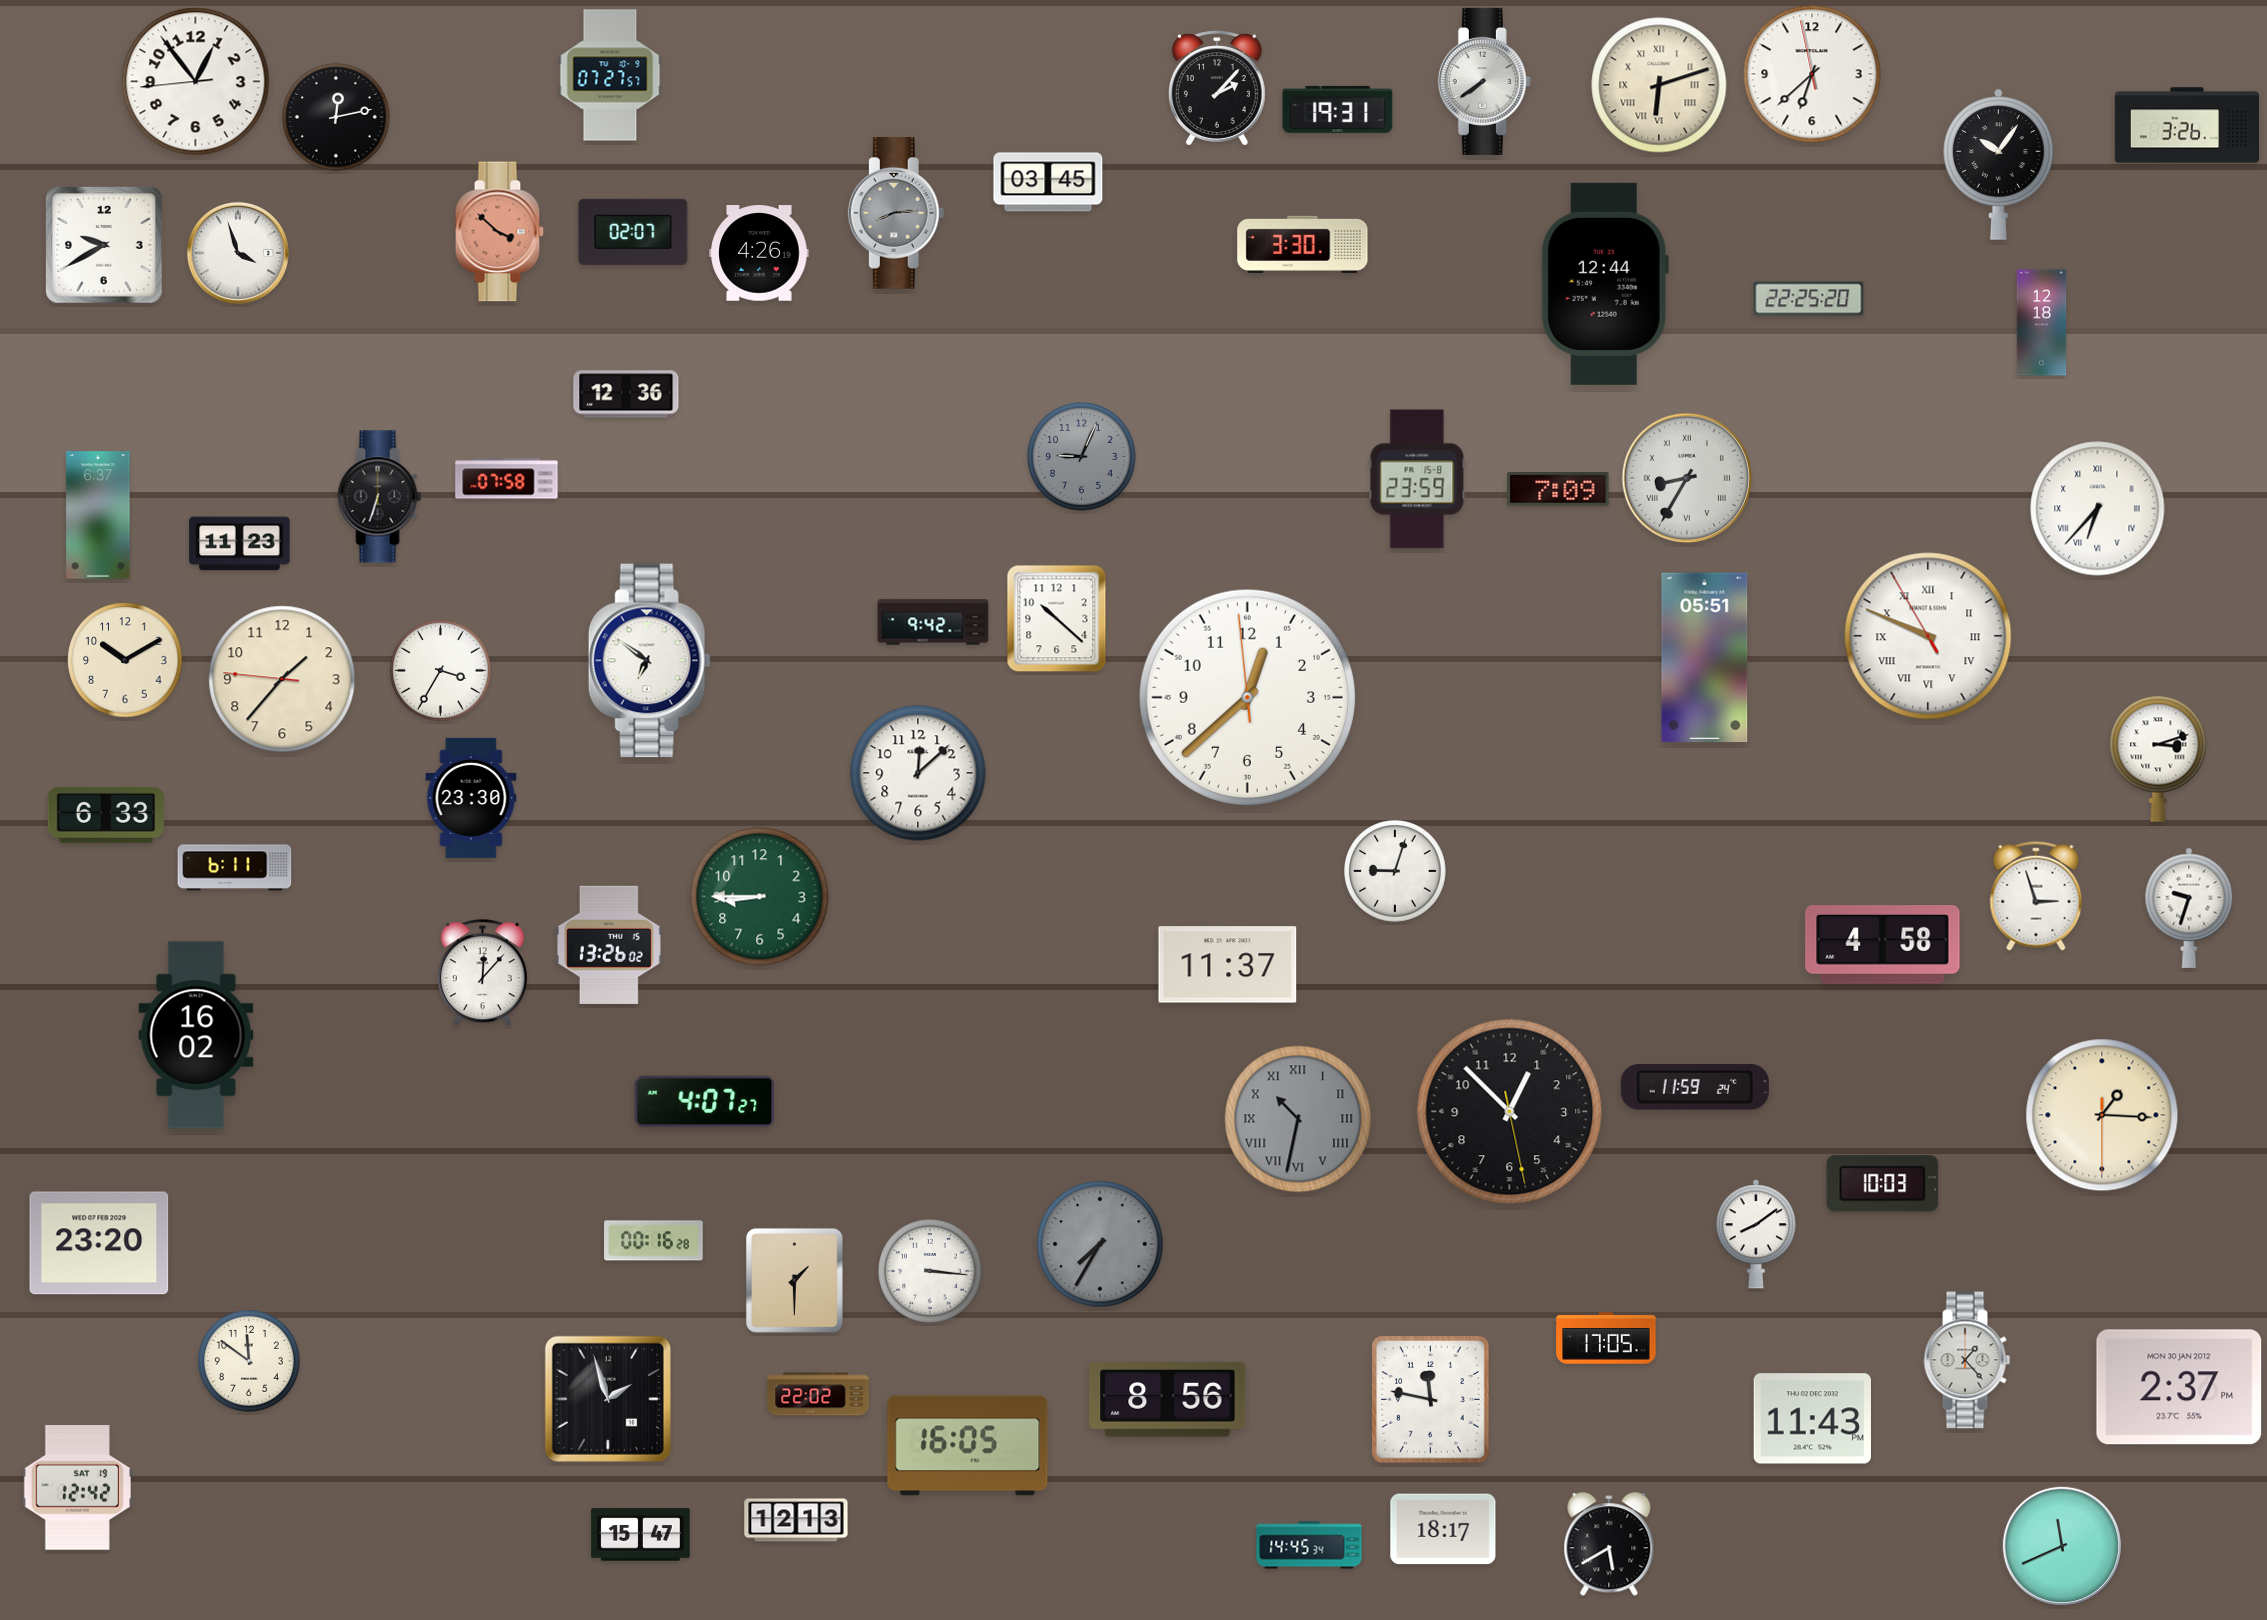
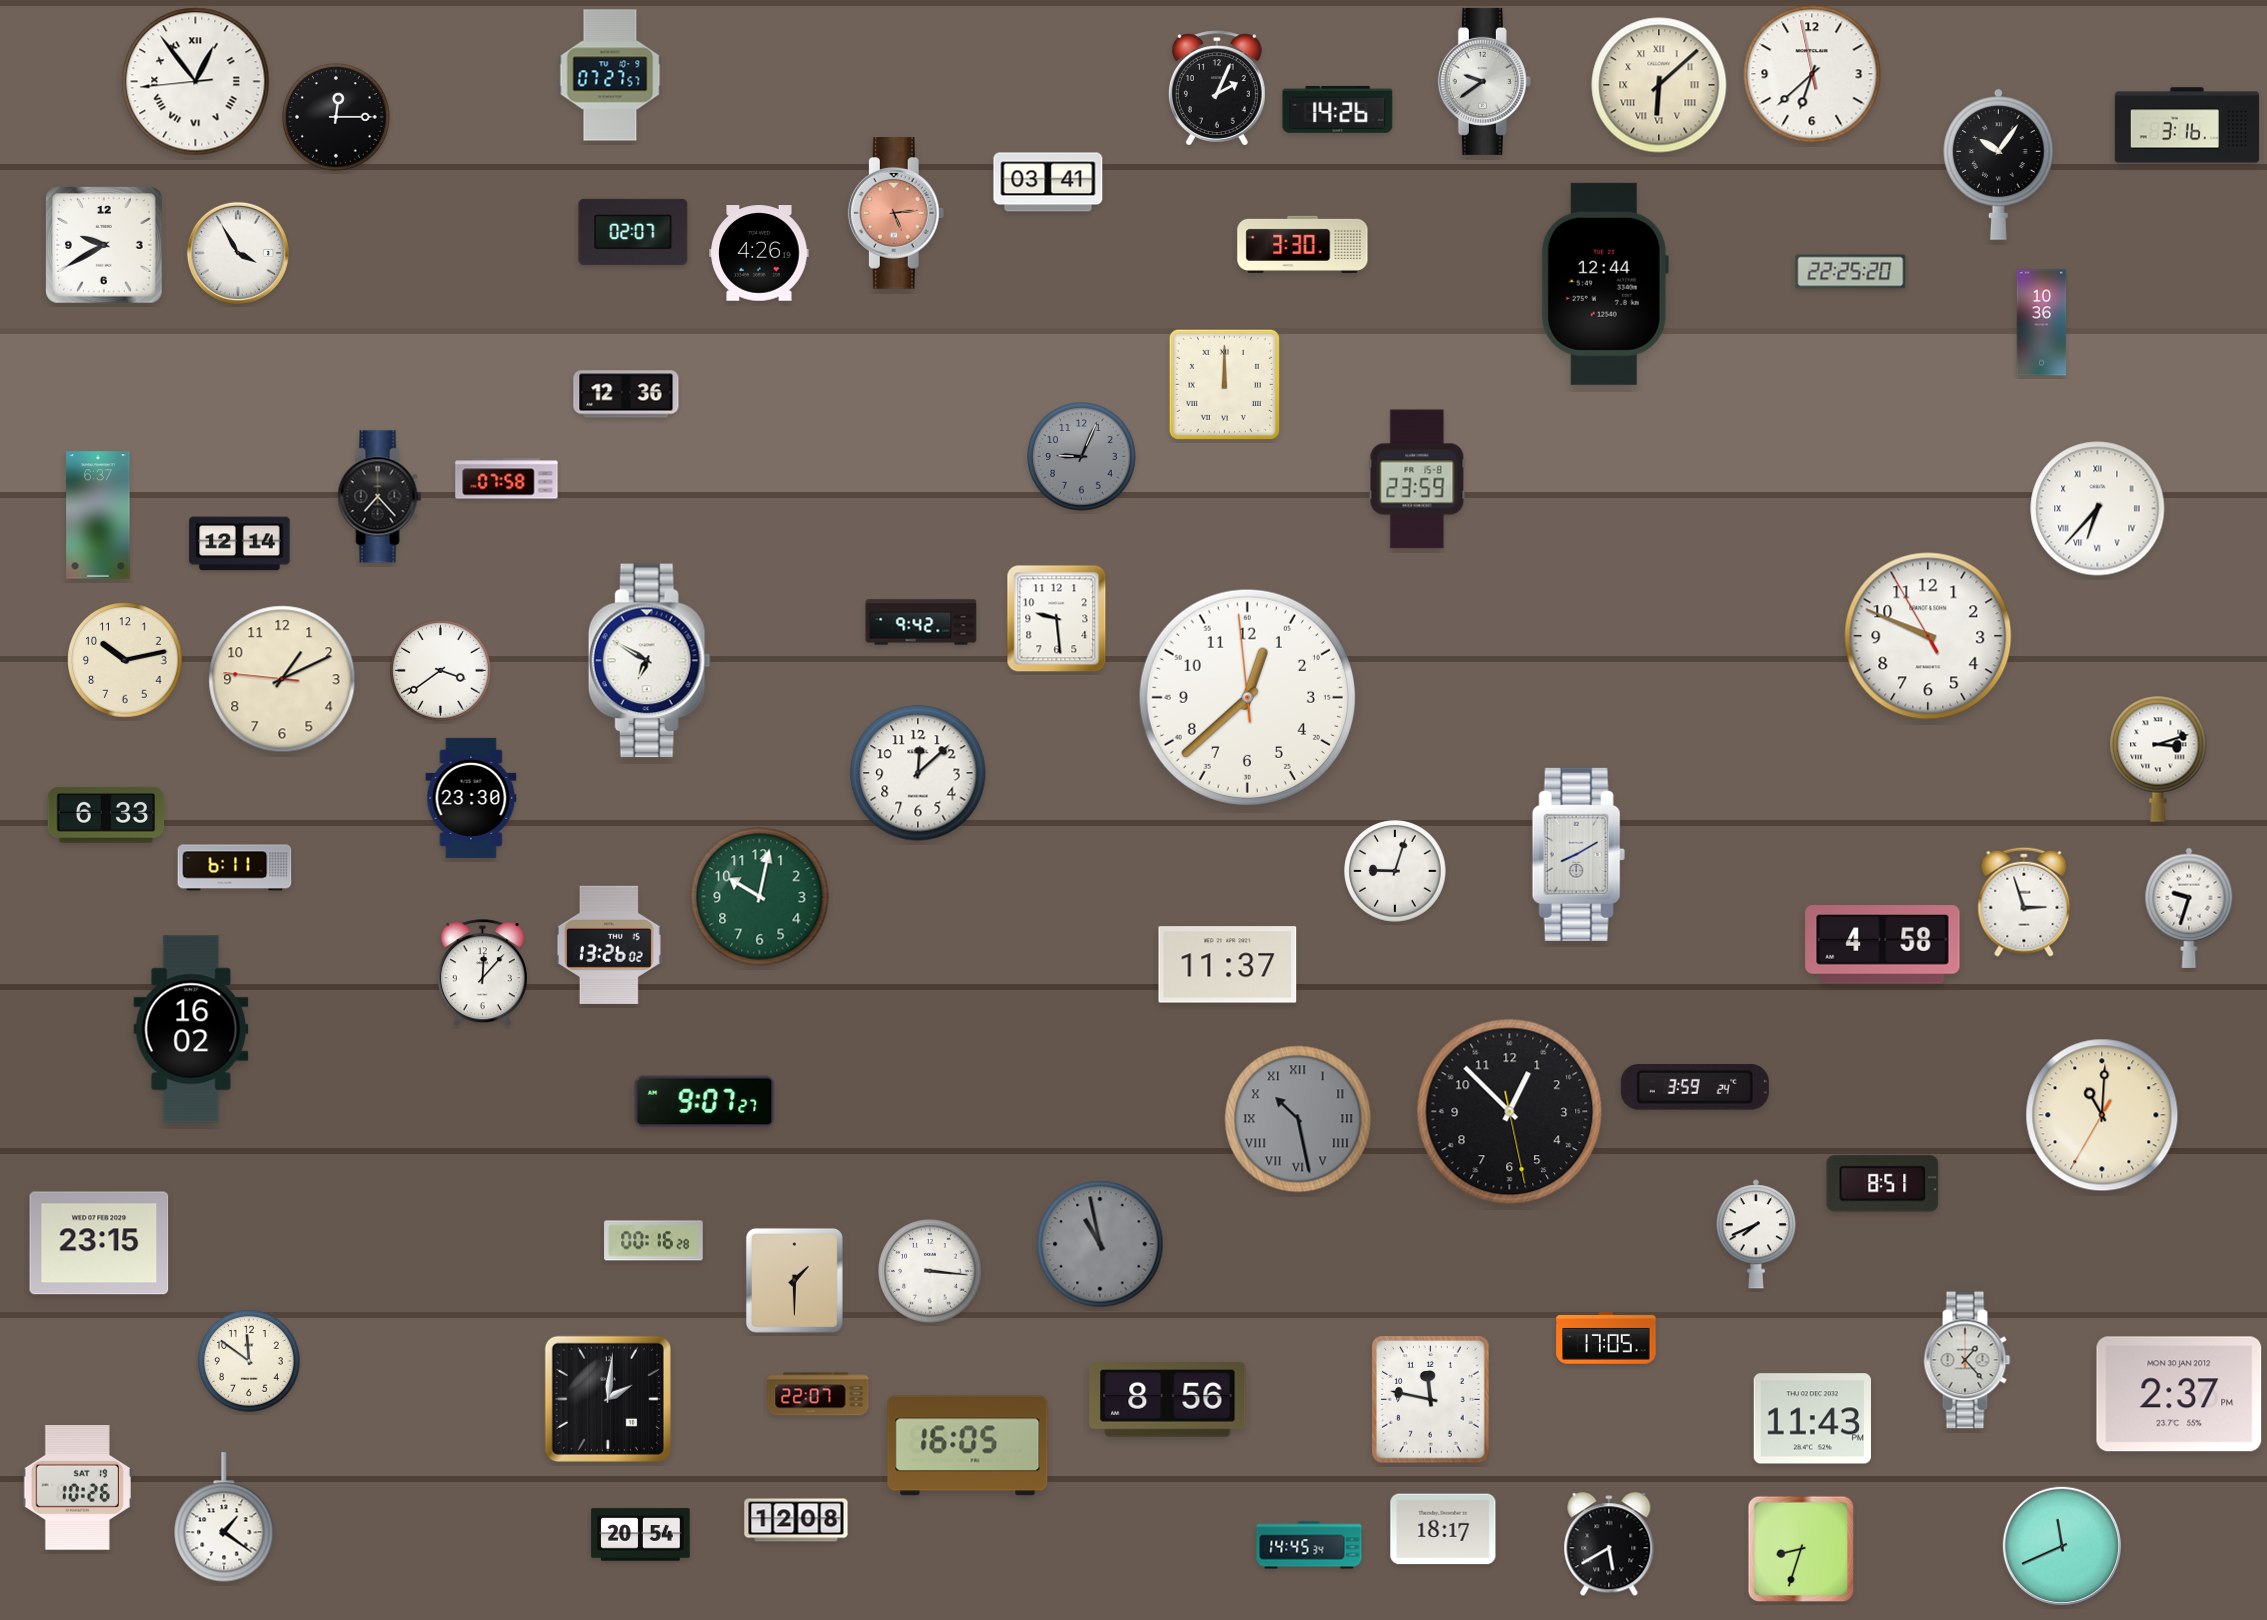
clock at (1484, 81): 7:39 -> 9:39
clock at (196, 82) numerals: Arabic -> Roman
clock at (1659, 85): 6:12 -> 6:08
clock at (1217, 88): 2:07 -> 2:04
clock at (1338, 109): 19:31 -> 14:26
clock at (336, 117): 12:13 -> 12:15
clock at (2187, 125): 3:26 -> 3:16
clock at (1048, 182): 03:45 -> 03:41
clock at (896, 214): 8:14 -> 5:14
clock at (896, 214) dial: grey -> salmon
clock at (499, 232): 3:52 -> none
clock at (238, 253): 3:57 -> 3:55
clock at (1809, 299) position: (1809, 299) -> (1851, 272)
clock at (2042, 323): 12:18 -> 10:36
clock at (1224, 384): none -> 12:00
clock at (1686, 477): 8:35 -> none
clock at (1558, 490): 7:09 -> none
clock at (380, 497): 6:33 -> 7:23
clock at (240, 544): 11:23 -> 12:14
clock at (1057, 619): 10:22 -> 9:29
clock at (933, 622) position: (933, 622) -> (921, 622)
clock at (1928, 636) numerals: Roman -> Arabic
clock at (1705, 658): 05:51 -> none
clock at (125, 660): 10:10 -> 10:13
clock at (649, 661): 6:51 -> 6:50
clock at (441, 671): 3:35 -> 3:39
clock at (282, 679): 1:36 -> 1:10
clock at (1578, 854): none -> 8:10
clock at (2036, 896) position: (2036, 896) -> (2024, 902)
clock at (760, 897): 8:45 -> 10:02
clock at (196, 1035) position: (196, 1035) -> (191, 1029)
clock at (1695, 1087): 11:59 -> 3:59
clock at (705, 1102): 4:07 -> 9:07
clock at (2102, 1115): 1:15 -> 11:00
clock at (1298, 1119): 10:32 -> 10:28
clock at (1883, 1184): 10:03 -> 8:51
clock at (1756, 1234): 8:09 -> 7:41
clock at (99, 1243): 23:20 -> 23:15
clock at (1100, 1244): 7:35 -> 10:58
clock at (2179, 1387) position: (2179, 1387) -> (2179, 1394)
clock at (818, 1394): 22:02 -> 22:07
clock at (608, 1399): 1:57 -> 2:01
clock at (77, 1488): 12:42 -> 10:26
clock at (224, 1517): none -> 1:21
clock at (796, 1520): 12:13 -> 12:08
clock at (641, 1535): 15:47 -> 20:54
clock at (1801, 1549): none -> 8:33
